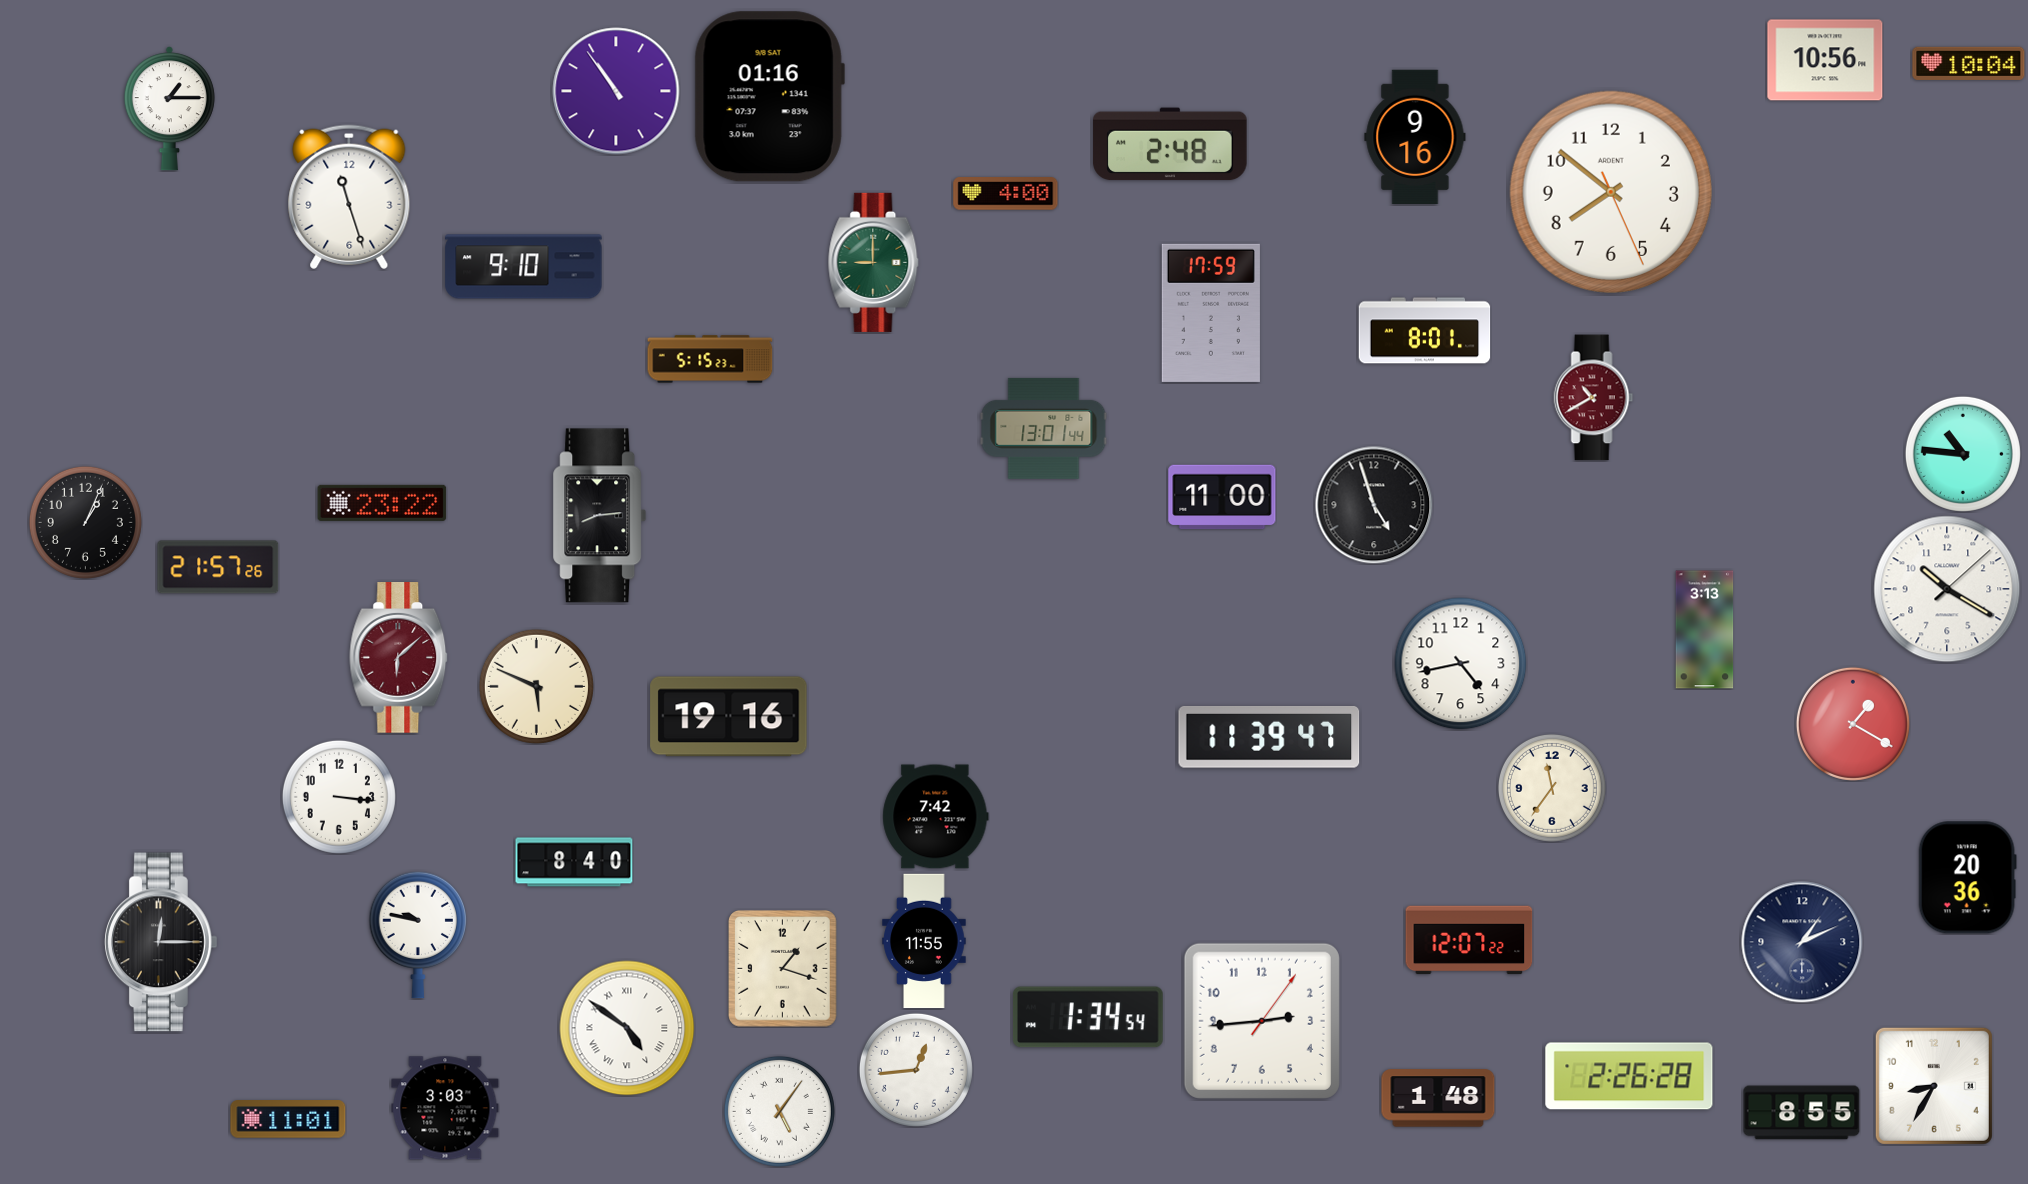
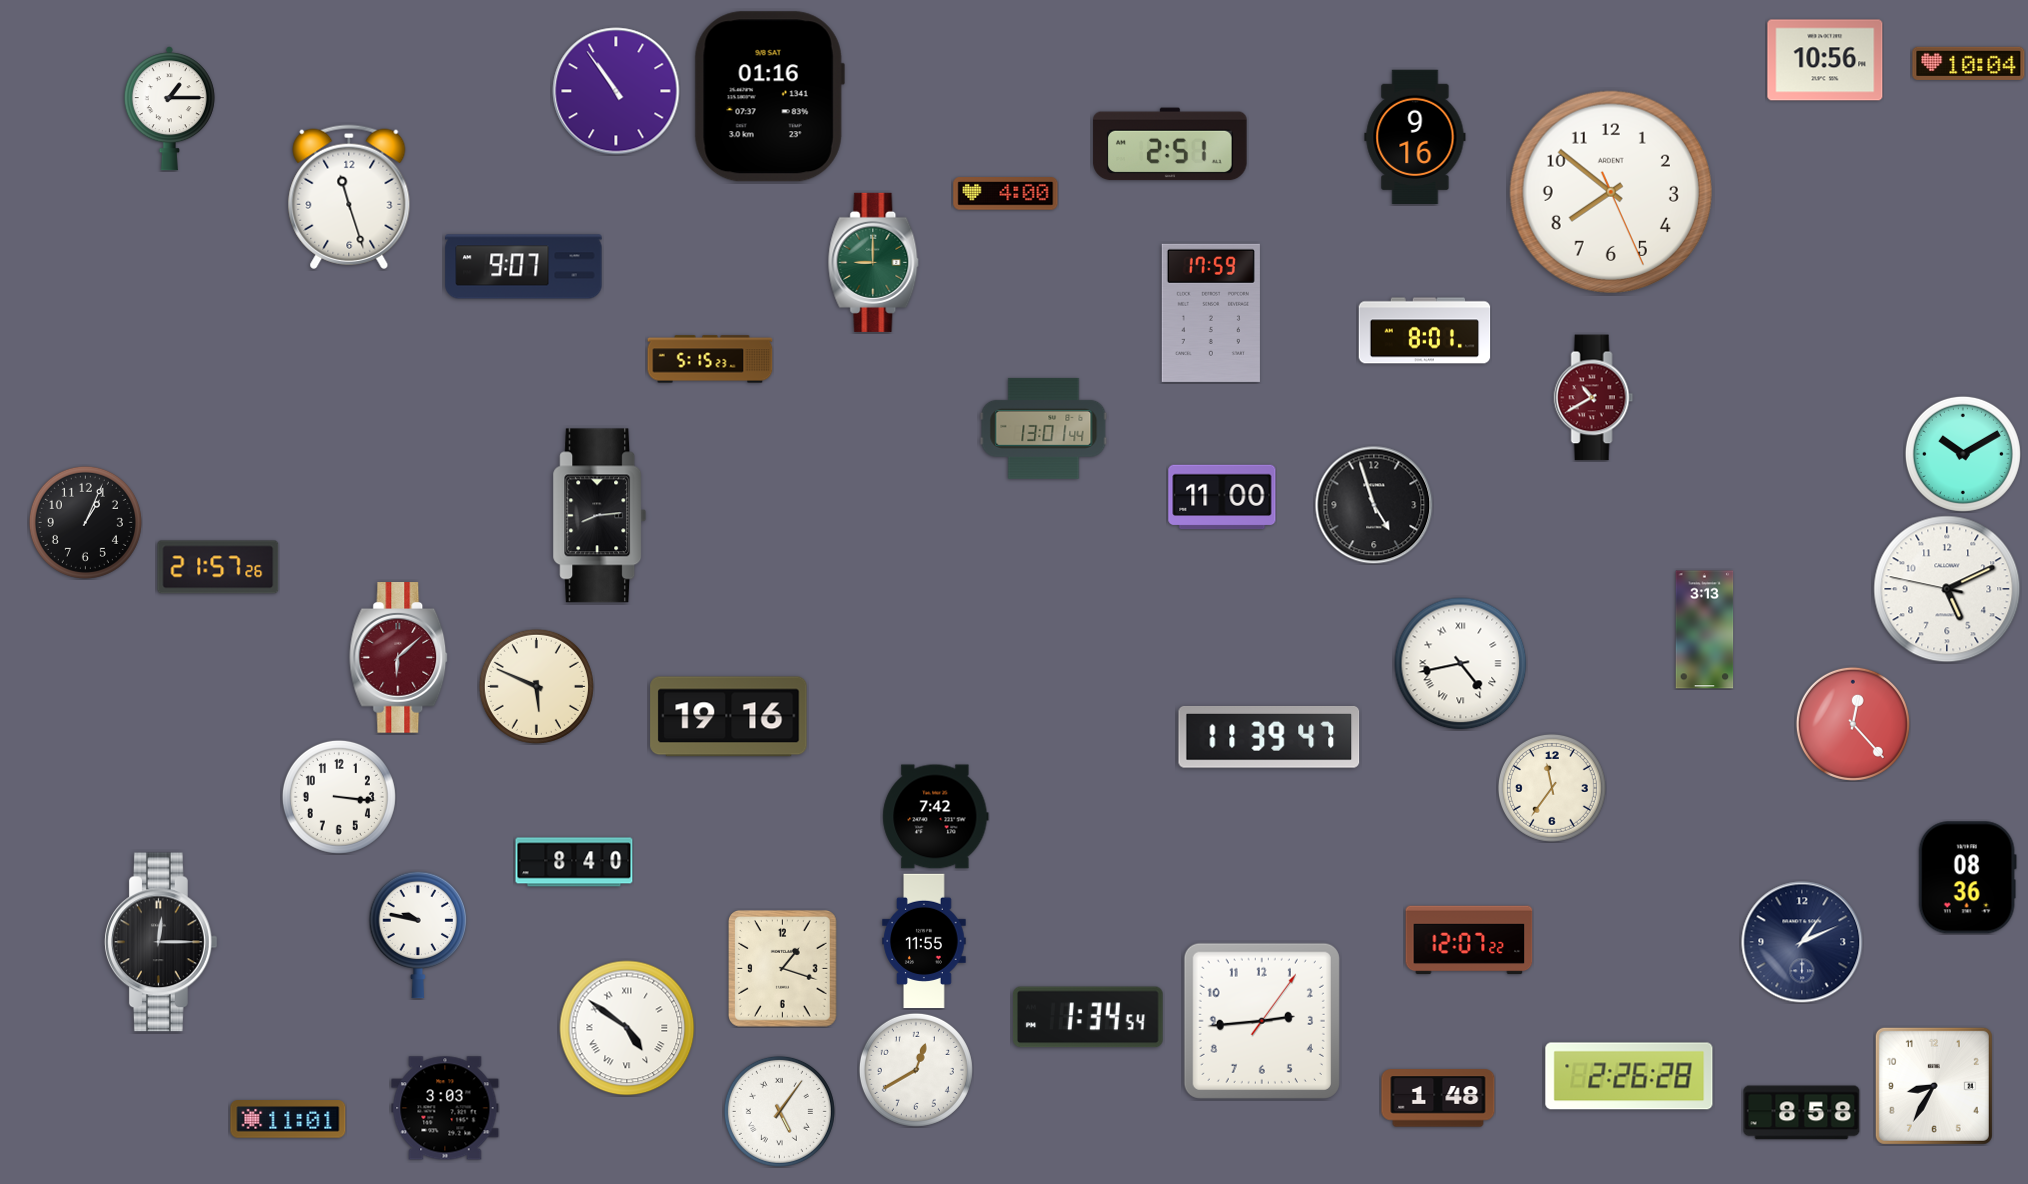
clock at (1170, 144): 2:48 -> 2:51
clock at (524, 267): 9:10 -> 9:07
clock at (1963, 454): 10:46 -> 10:10
clock at (382, 503): 23:22 -> none
clock at (1947, 589): 10:20 -> 5:10
clock at (1461, 664) numerals: Arabic -> Roman
clock at (1853, 724): 1:20 -> 12:23
clock at (1967, 878): 20:36 -> 08:36
clock at (916, 1070): 12:44 -> 12:40
clock at (1802, 1113): 8:55 -> 8:58
